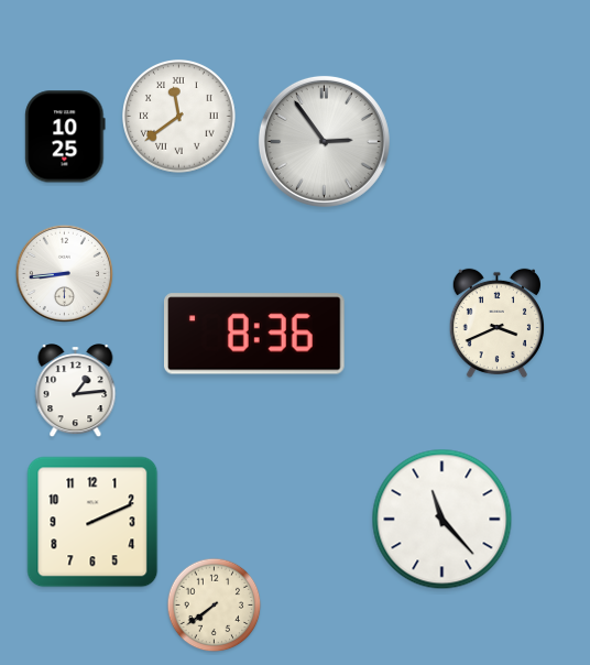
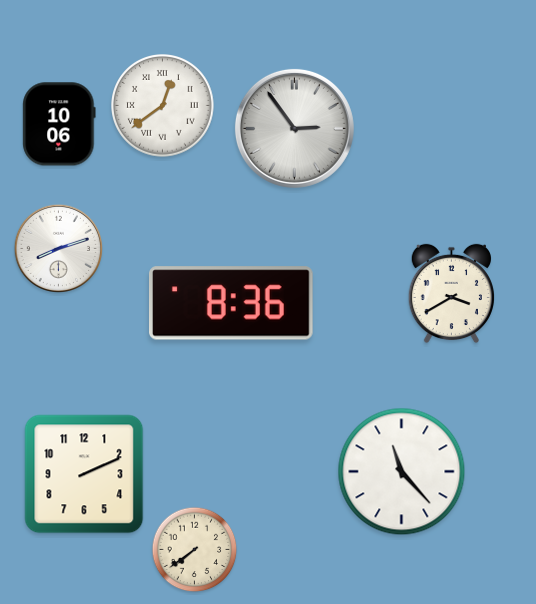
clock at (179, 117): 11:39 -> 12:39
clock at (65, 137): 10:25 -> 10:06
clock at (64, 273): 8:44 -> 8:12
clock at (496, 324): 3:41 -> 3:40
clock at (76, 392): 1:14 -> none
